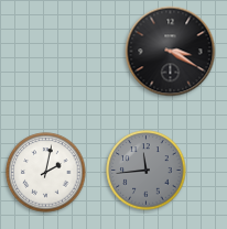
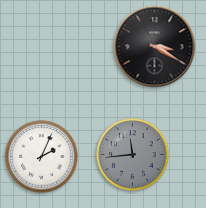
clock at (46, 173): 2:02 -> 2:04
